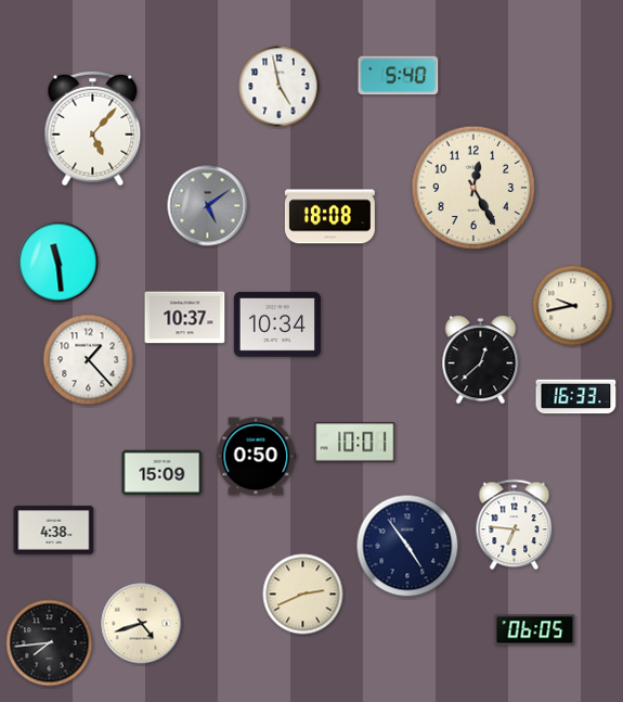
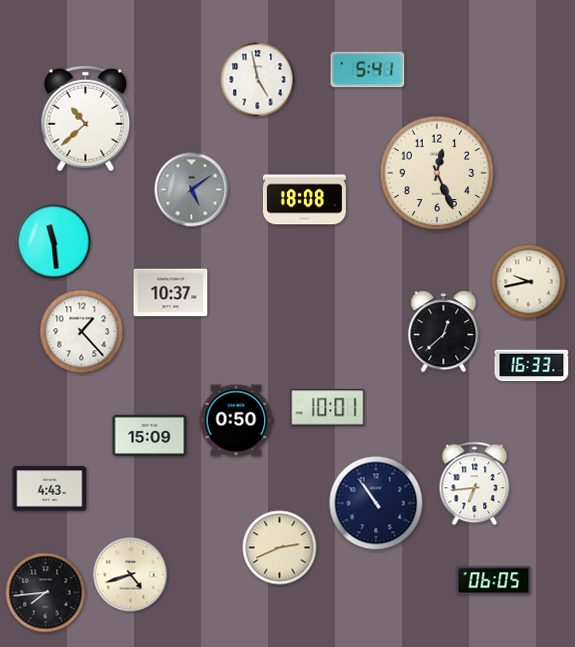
clock at (399, 76): 5:40 -> 5:41
clock at (93, 129): 5:07 -> 10:38
clock at (473, 188): 12:25 -> 12:26
clock at (277, 324): 10:34 -> none
clock at (515, 525): 6:46 -> 6:44
clock at (54, 531): 4:38 -> 4:43
clock at (407, 546): 4:54 -> 10:54
